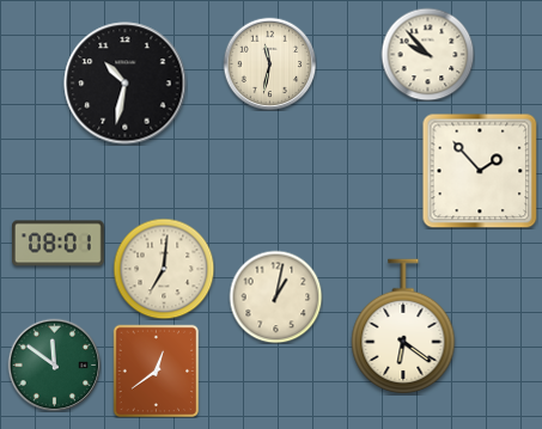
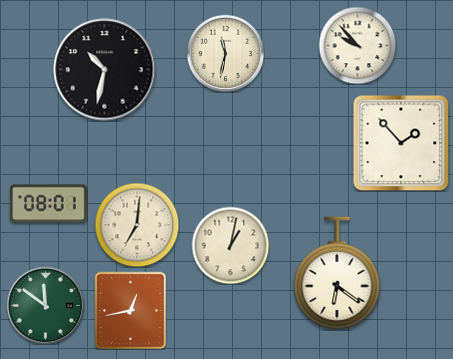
clock at (275, 296) position: (275, 296) -> (230, 245)
clock at (157, 370): 12:39 -> 12:43
